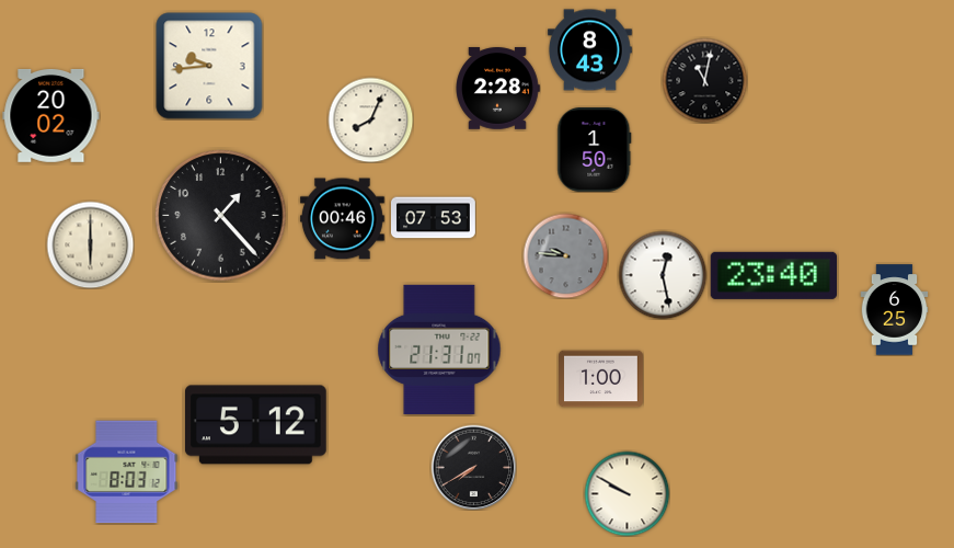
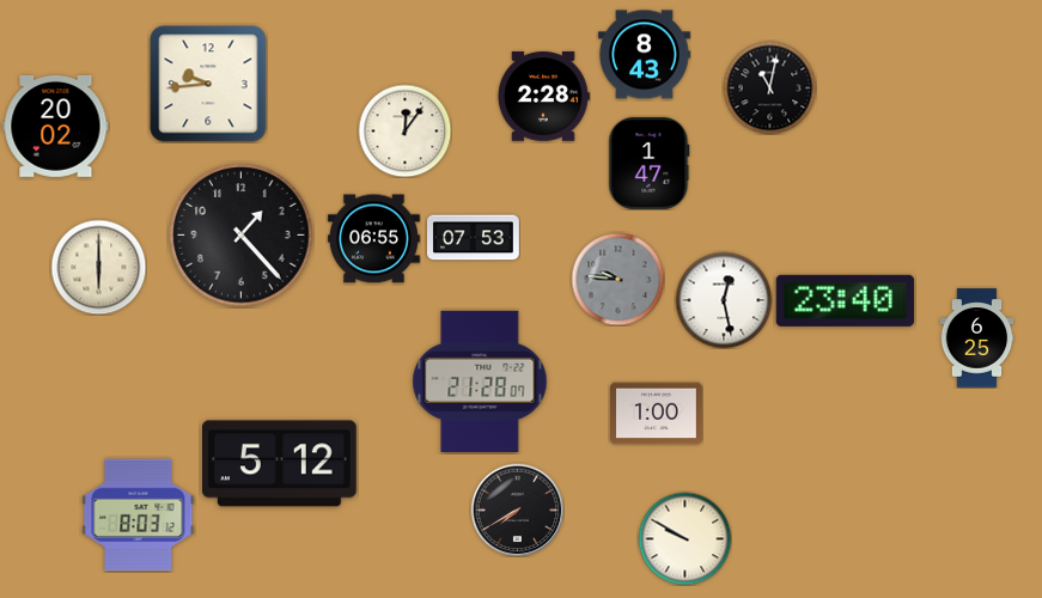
clock at (209, 66) position: (209, 66) -> (208, 84)
clock at (370, 119): 8:04 -> 12:06
clock at (595, 149): 1:50 -> 1:47
clock at (342, 219): 00:46 -> 06:55
clock at (439, 350): 21:31 -> 21:28
